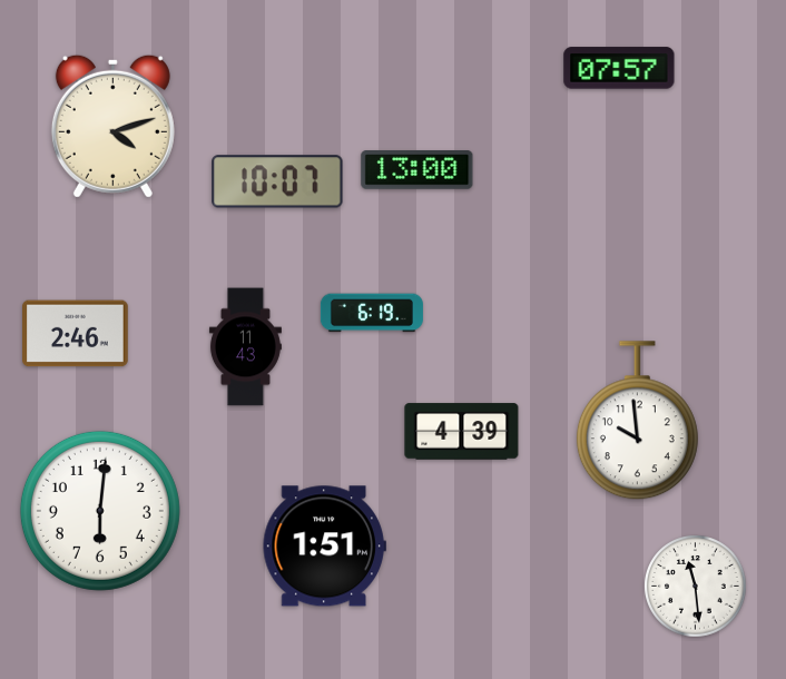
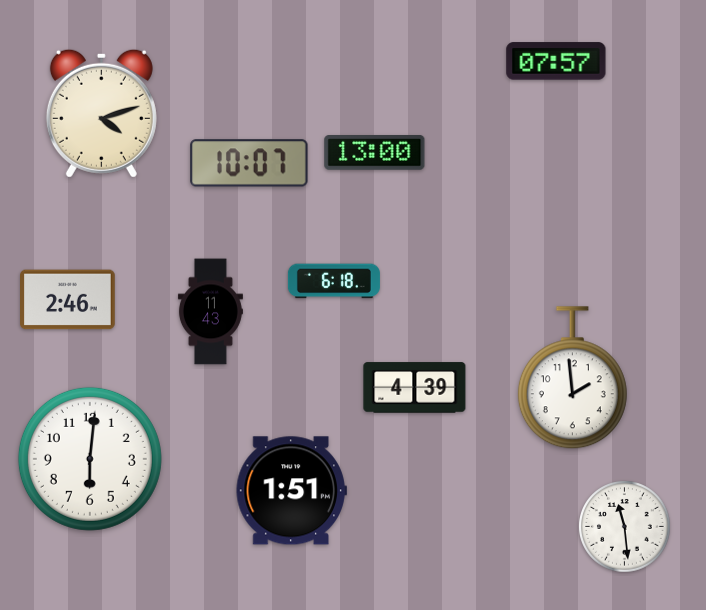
clock at (372, 313): 6:19 -> 6:18
clock at (245, 347) position: (245, 347) -> (210, 312)
clock at (637, 421): 9:59 -> 1:59
